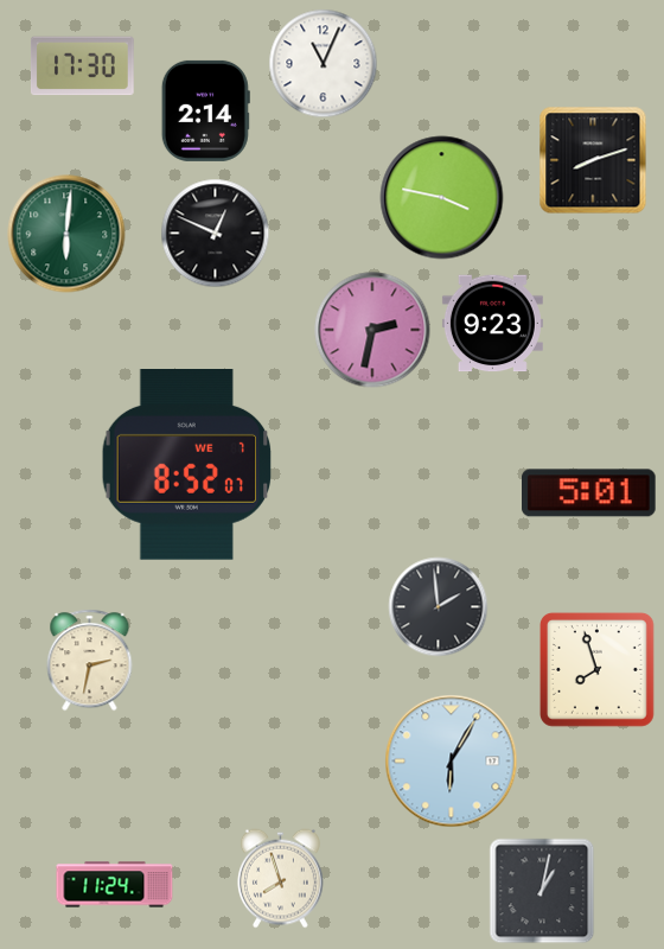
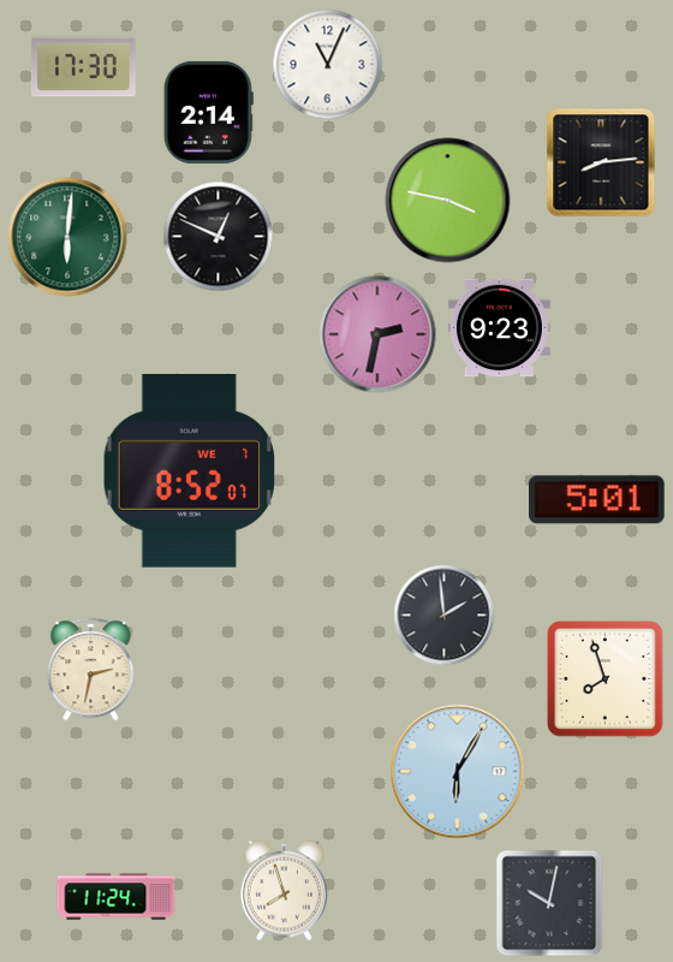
clock at (593, 160): 8:12 -> 8:14
clock at (542, 891): 1:02 -> 10:02
